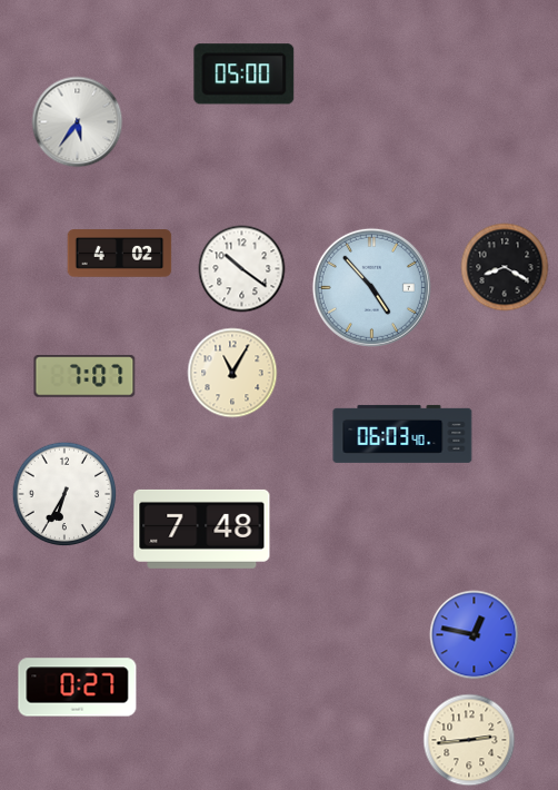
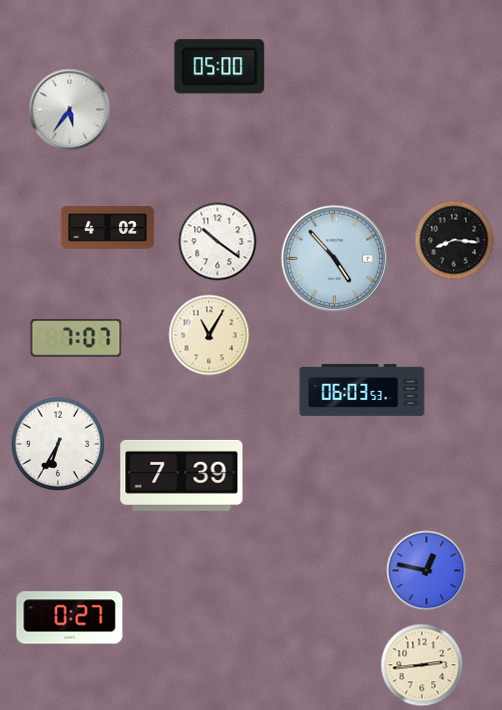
clock at (505, 267): 8:20 -> 8:16
clock at (402, 434): 06:03:40 -> 06:03:53
clock at (202, 529): 7:48 -> 7:39
